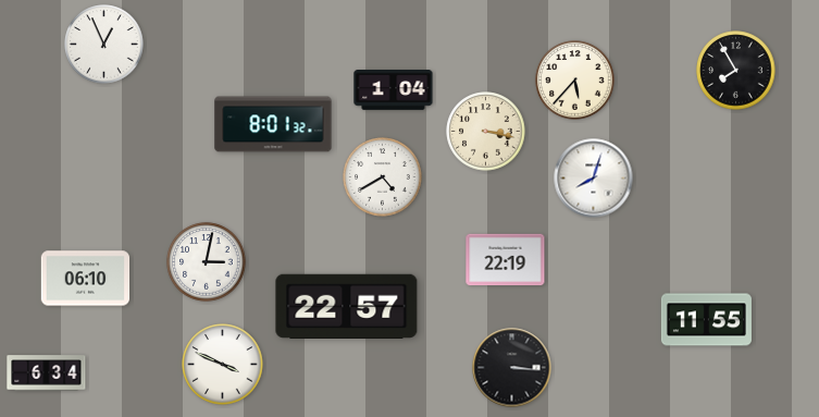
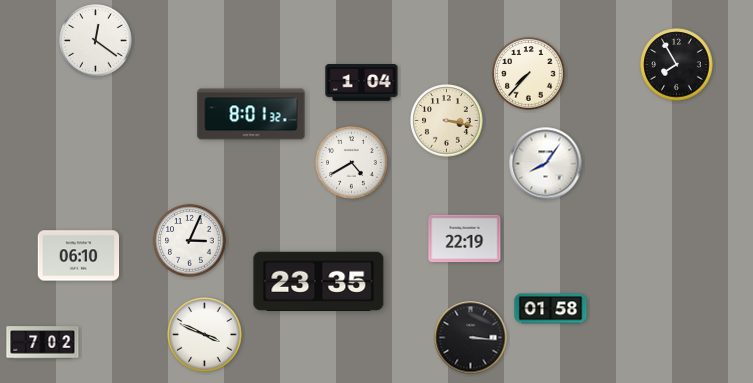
clock at (104, 45): 12:56 -> 12:21
clock at (575, 81): 5:37 -> 7:37
clock at (594, 179): 8:03 -> 8:06
clock at (207, 262): 3:02 -> 3:04
clock at (347, 306): 22:57 -> 23:35
clock at (706, 320): 11:55 -> none
clock at (551, 309): none -> 01:58
clock at (47, 373): 6:34 -> 7:02
